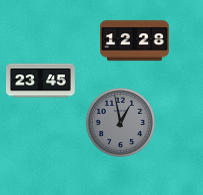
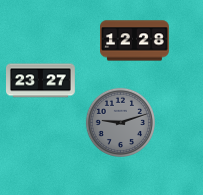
clock at (41, 81): 23:45 -> 23:27
clock at (120, 122): 12:58 -> 9:12
